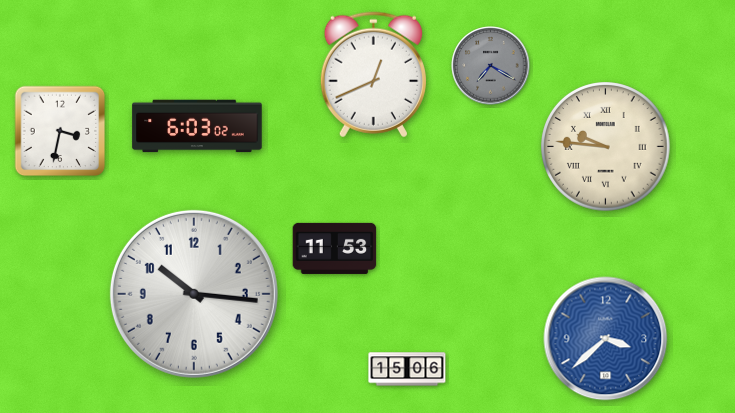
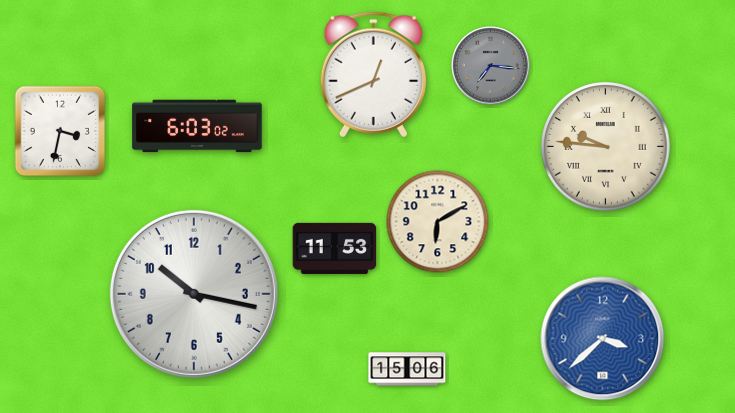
clock at (491, 66): 7:20 -> 7:16
clock at (438, 222): none -> 6:10
clock at (194, 294): 10:16 -> 10:17
clock at (606, 339) position: (606, 339) -> (603, 339)
